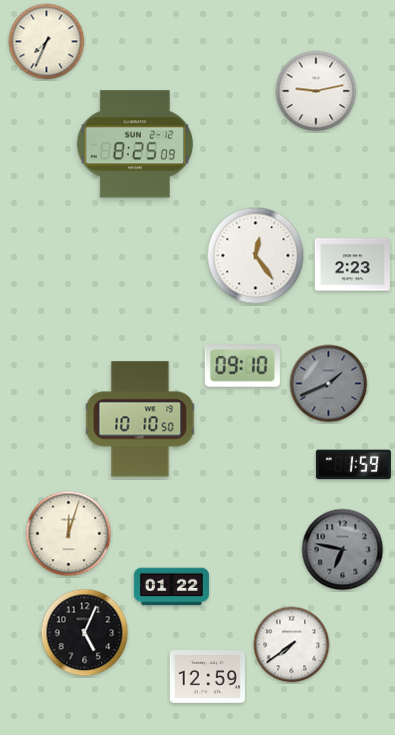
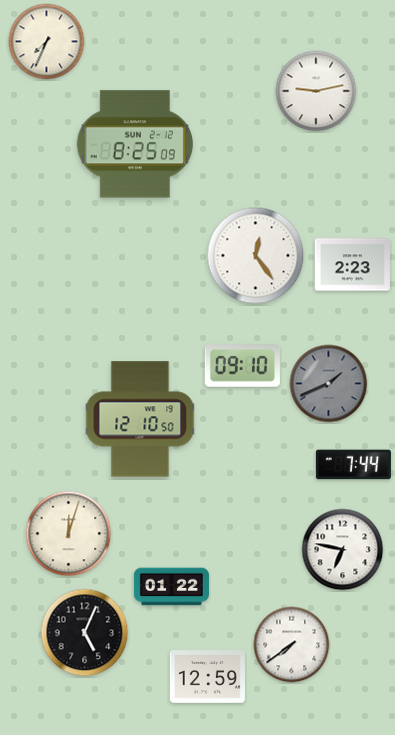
clock at (140, 419): 10:10 -> 12:10
clock at (353, 465): 1:59 -> 7:44
clock at (343, 550) dial: grey -> white
